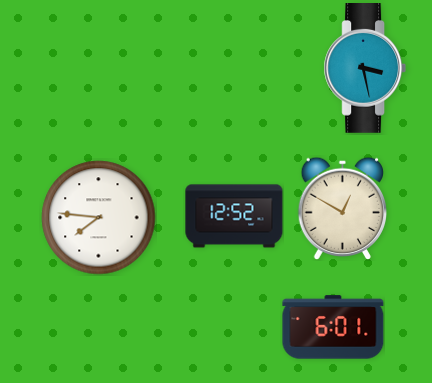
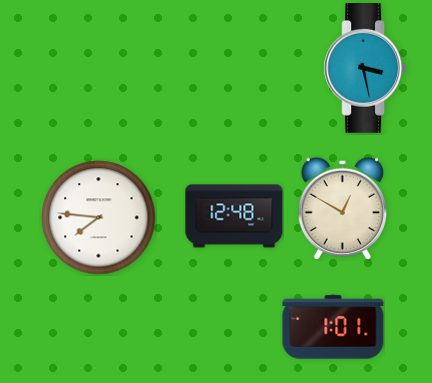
clock at (234, 216): 12:52 -> 12:48
clock at (333, 327): 6:01 -> 1:01
